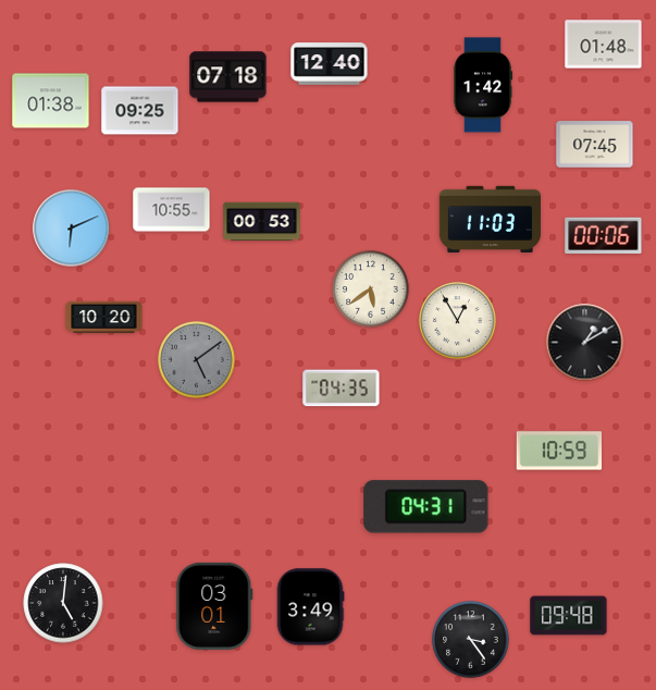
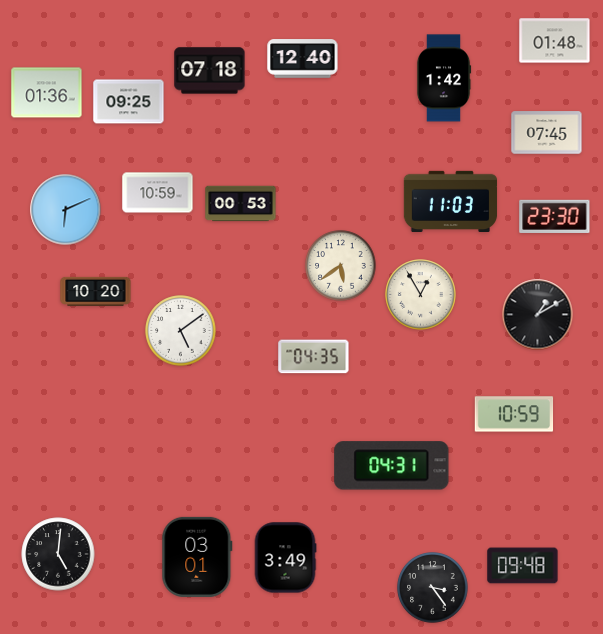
clock at (51, 101): 01:38 -> 01:36
clock at (172, 210): 10:55 -> 10:59
clock at (604, 235): 00:06 -> 23:30
clock at (197, 360) dial: grey -> white
